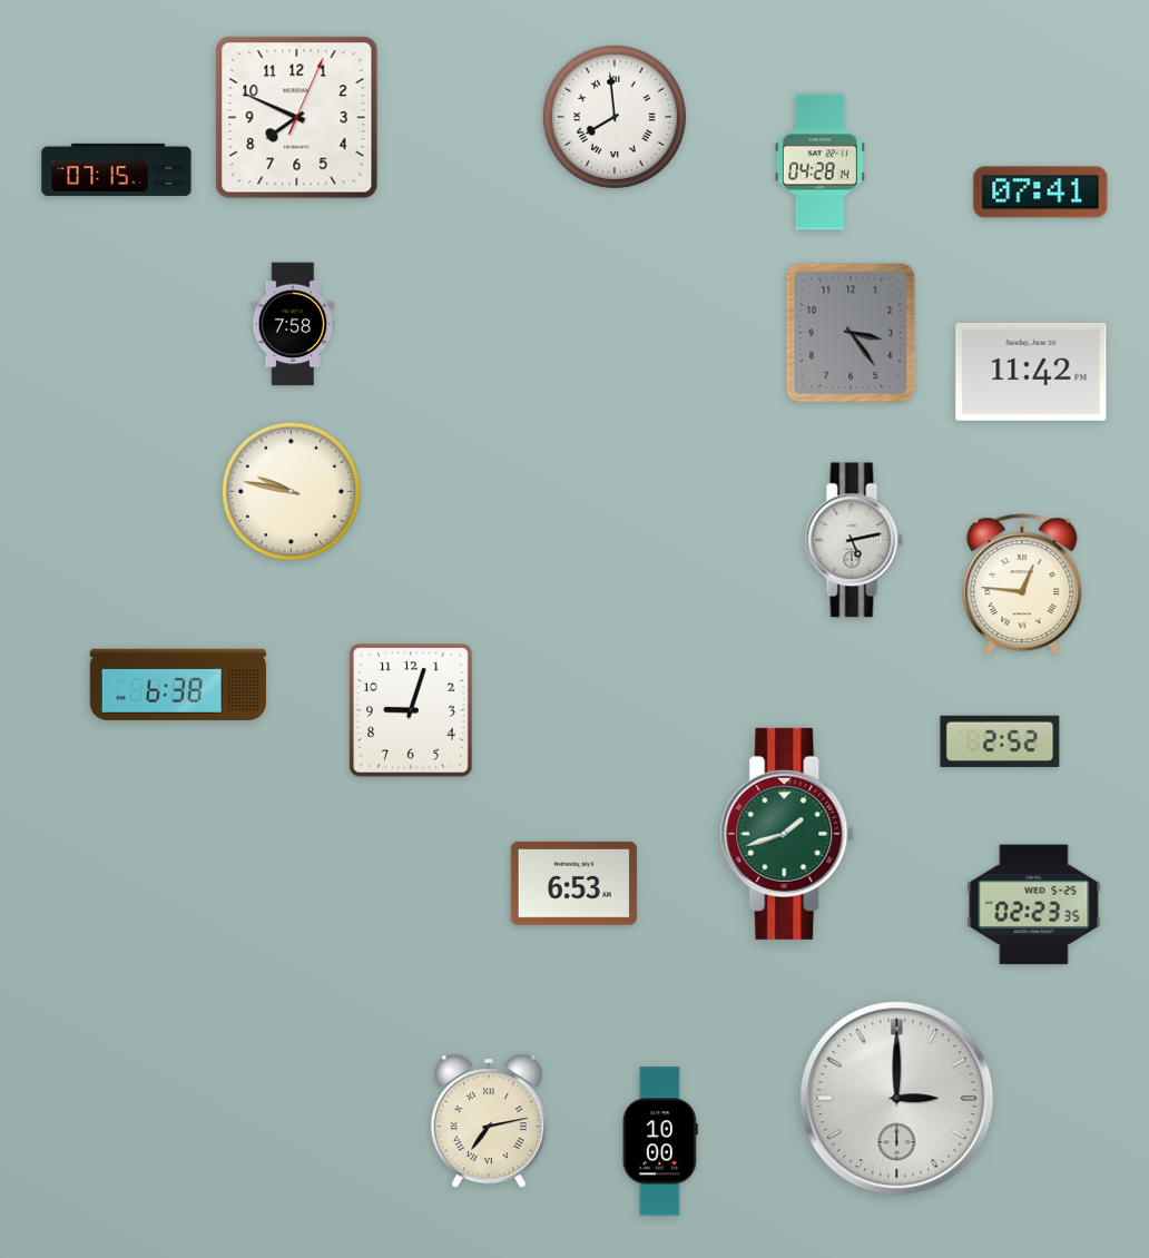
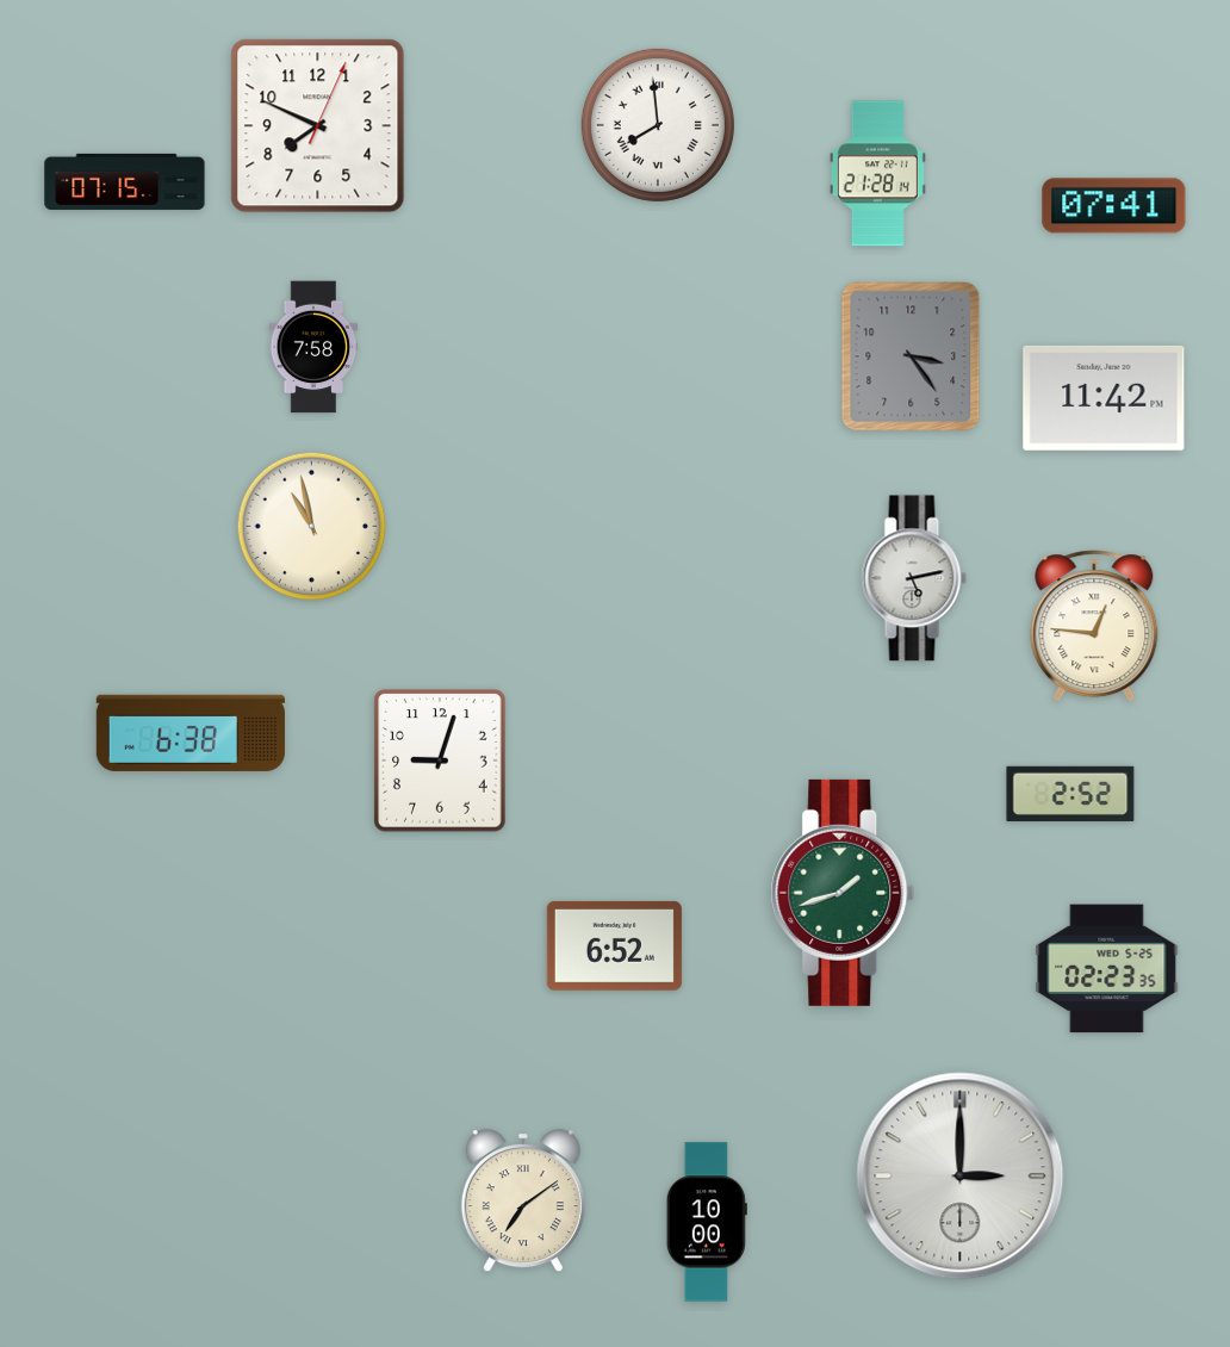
clock at (819, 163): 04:28 -> 21:28
clock at (292, 492): 9:47 -> 10:58
clock at (573, 883): 6:53 -> 6:52
clock at (489, 1122): 7:13 -> 7:09
